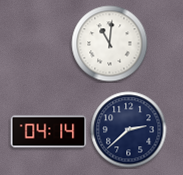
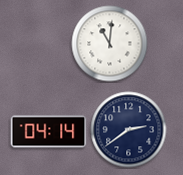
clock at (129, 130): 2:38 -> 2:39
